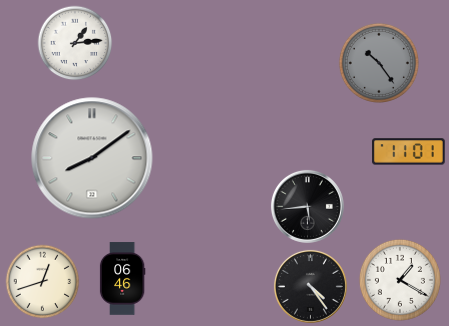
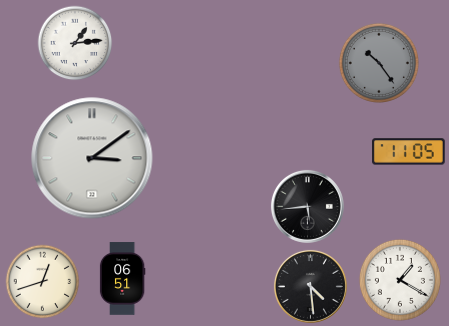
clock at (409, 152): 11:01 -> 11:05
clock at (92, 158): 8:09 -> 3:09
clock at (122, 279): 06:46 -> 06:51
clock at (310, 286): 4:24 -> 4:29
